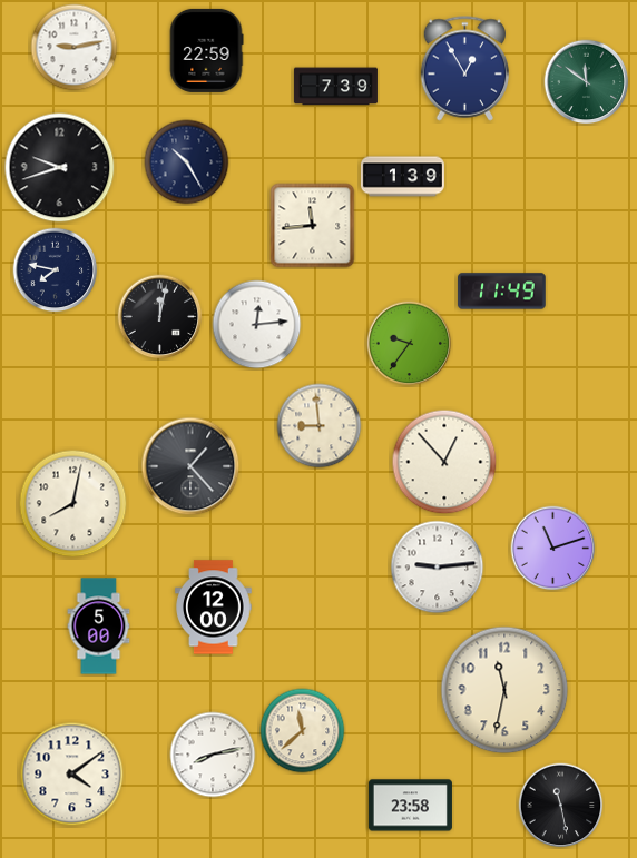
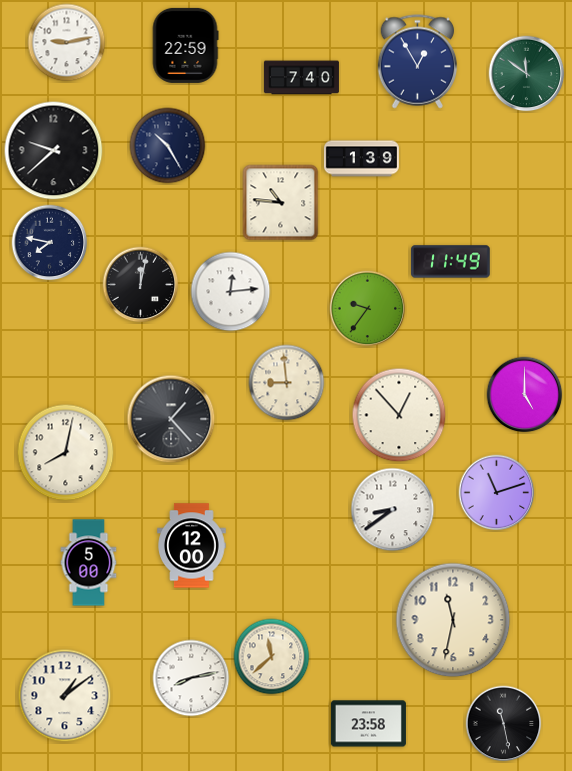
clock at (335, 87): 7:39 -> 7:40
clock at (60, 168): 9:42 -> 9:38
clock at (313, 226): 11:44 -> 10:46
clock at (160, 317) position: (160, 317) -> (141, 285)
clock at (525, 395): none -> 5:00
clock at (438, 568): 9:14 -> 8:39
clock at (72, 775): 4:09 -> 1:09
